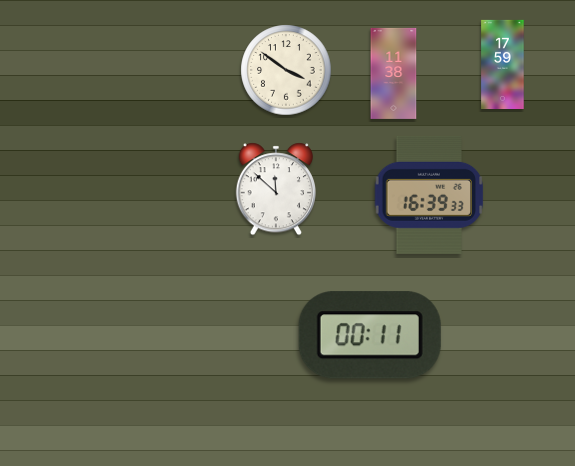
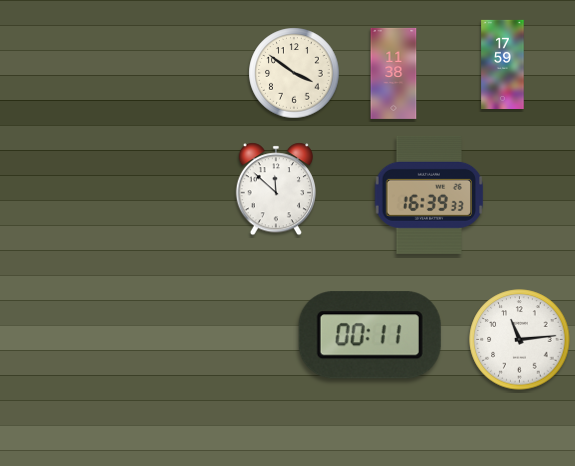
clock at (286, 70) position: (286, 70) -> (294, 73)
clock at (520, 340): none -> 11:14
